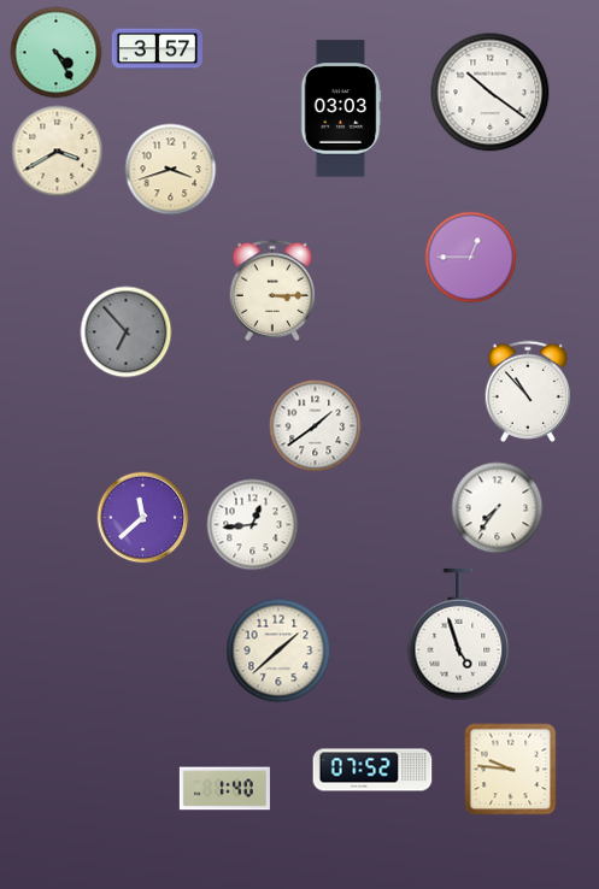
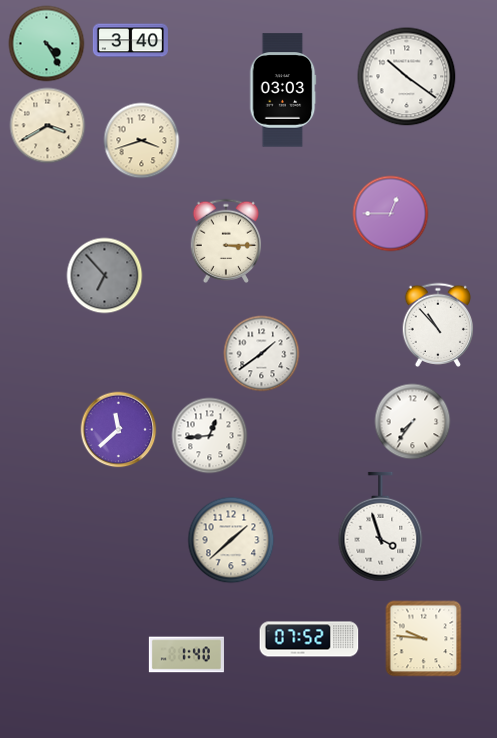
clock at (157, 49): 3:57 -> 3:40
clock at (459, 635): 4:57 -> 3:57
